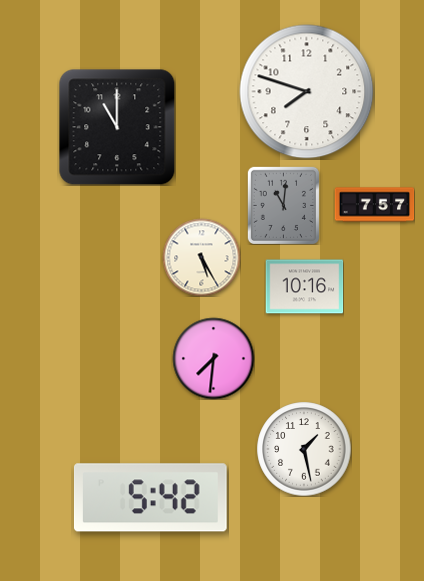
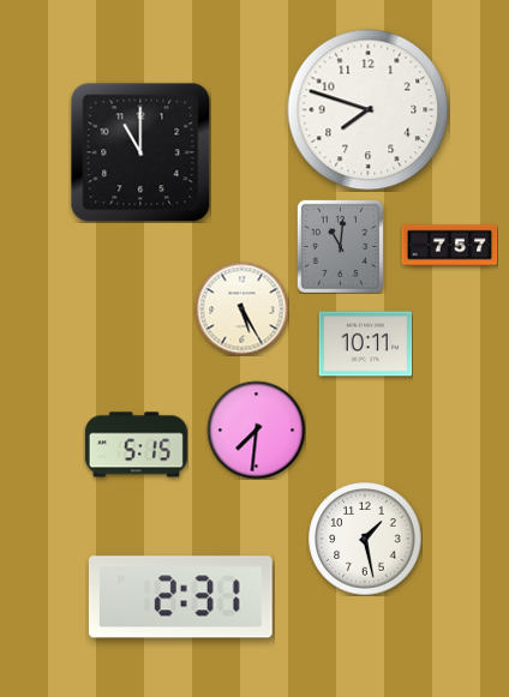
clock at (304, 287): 10:16 -> 10:11
clock at (136, 445): none -> 5:15
clock at (150, 498): 5:42 -> 2:31
